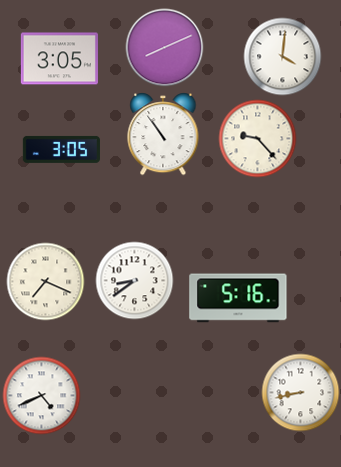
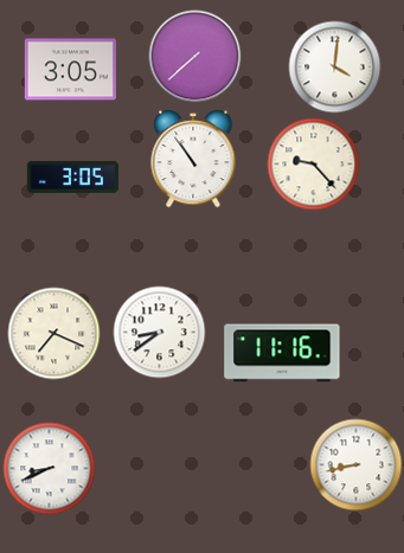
clock at (164, 47): 8:11 -> 7:38
clock at (257, 138) position: (257, 138) -> (313, 163)
clock at (238, 298): 5:16 -> 11:16
clock at (41, 395): 4:41 -> 8:41
